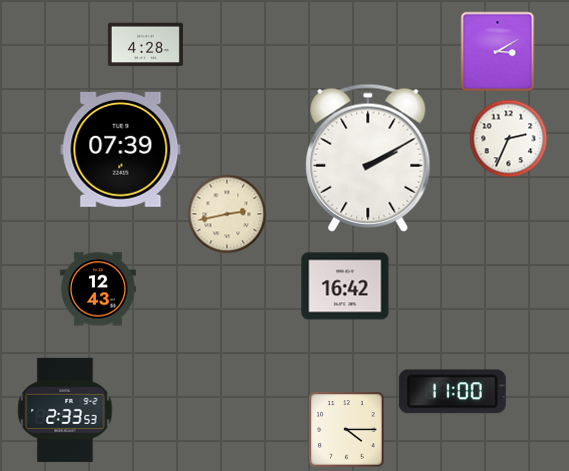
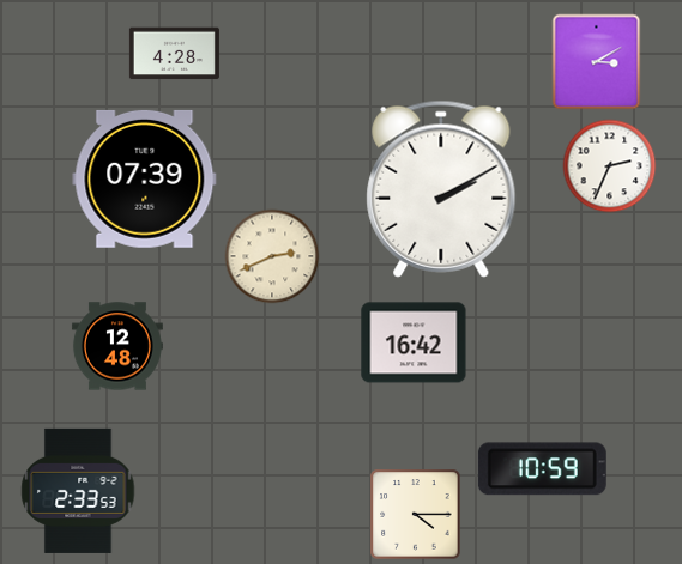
clock at (227, 214): 2:43 -> 2:41
clock at (98, 289): 12:43 -> 12:48
clock at (452, 392): 11:00 -> 10:59
